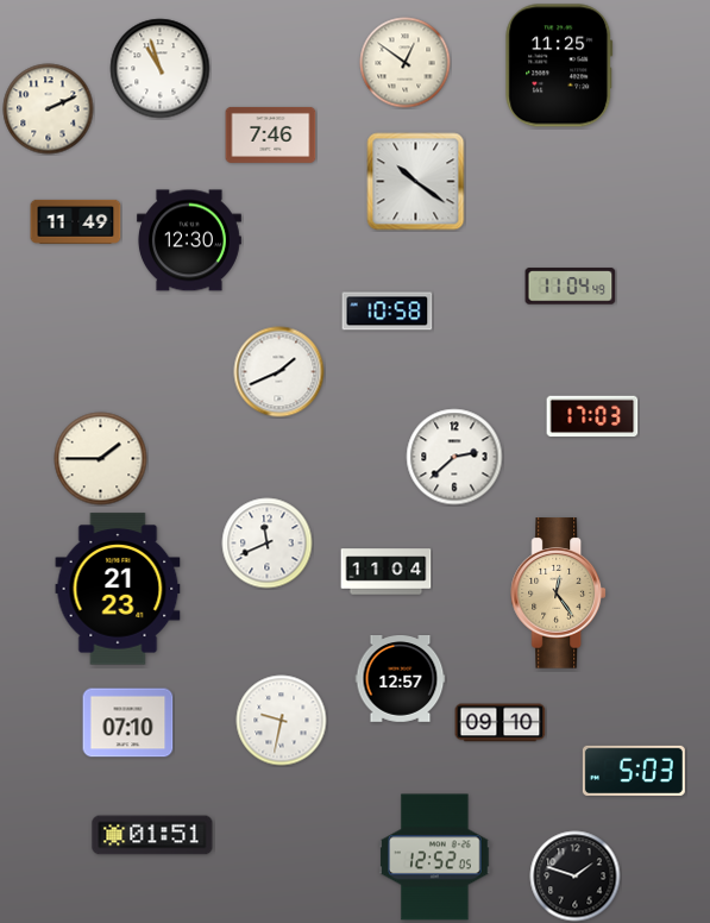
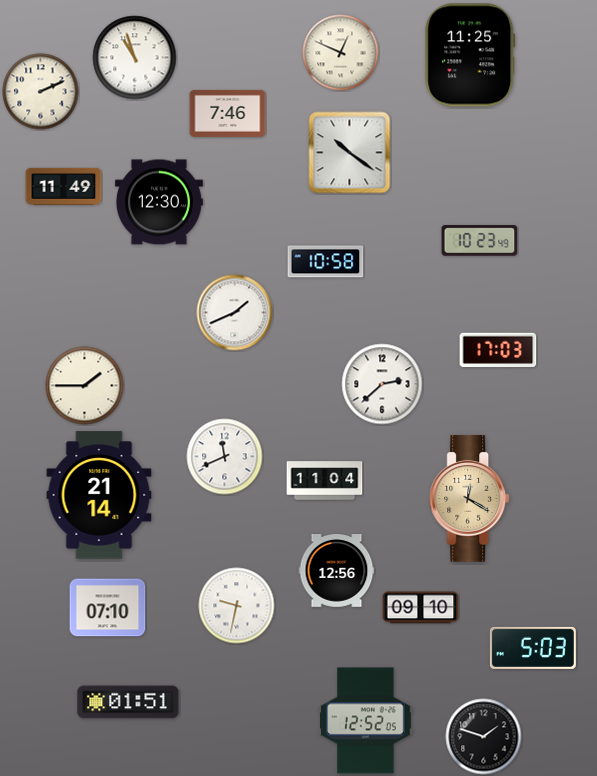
clock at (406, 63): 12:51 -> 12:49
clock at (571, 287): 11:04 -> 10:23
clock at (118, 589): 21:23 -> 21:14
clock at (558, 594): 12:24 -> 12:20
clock at (401, 679): 12:57 -> 12:56
